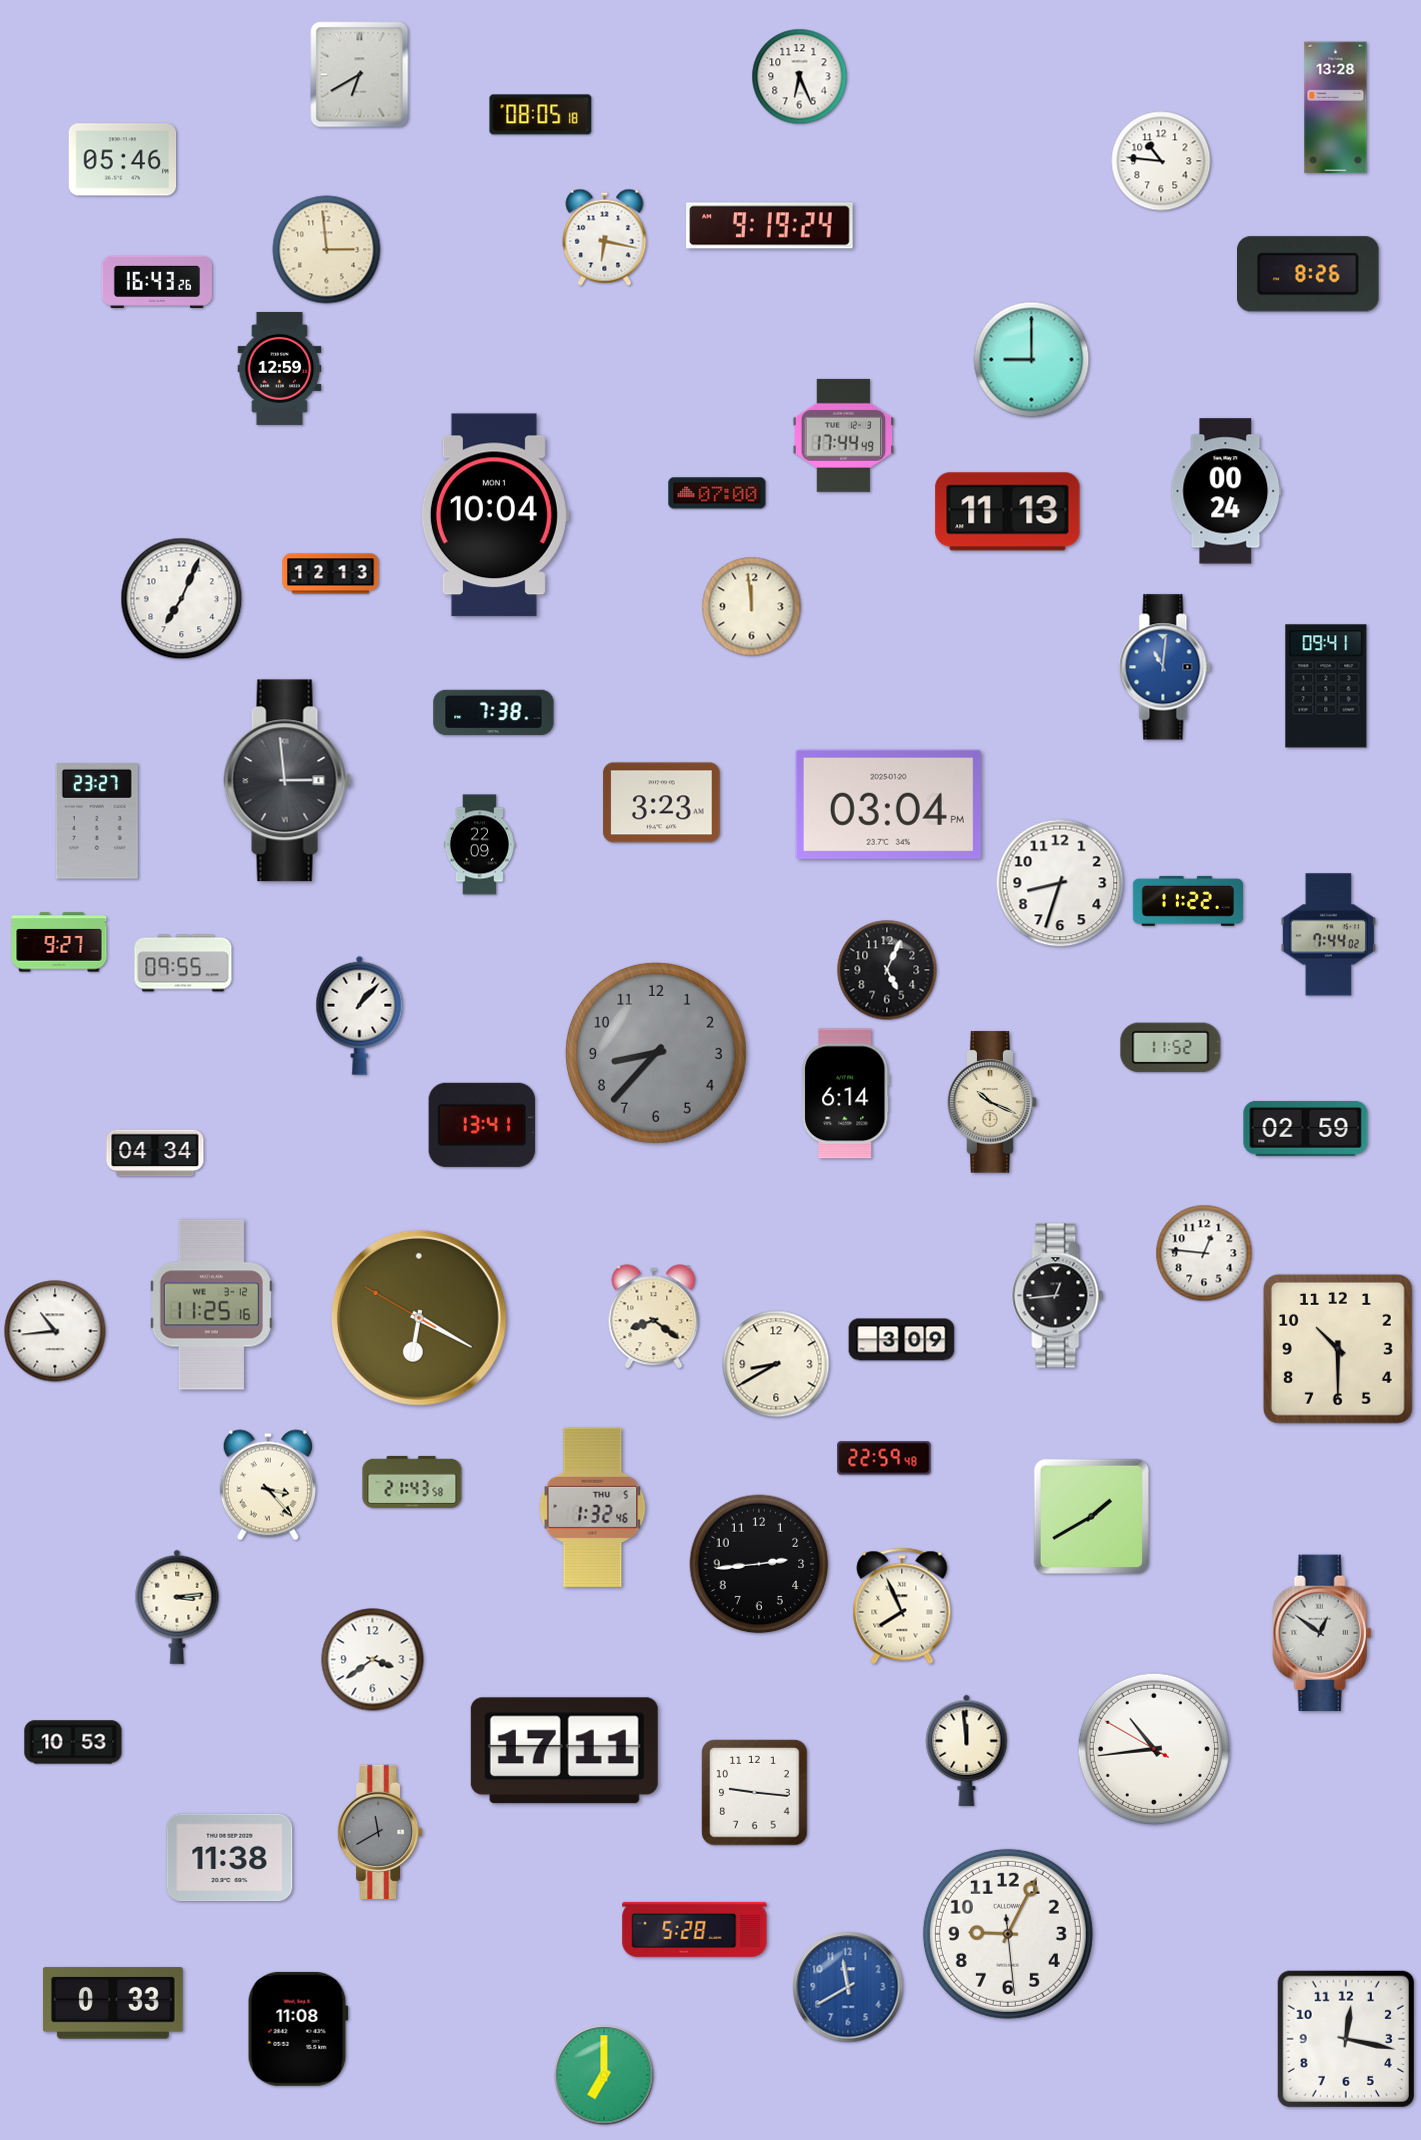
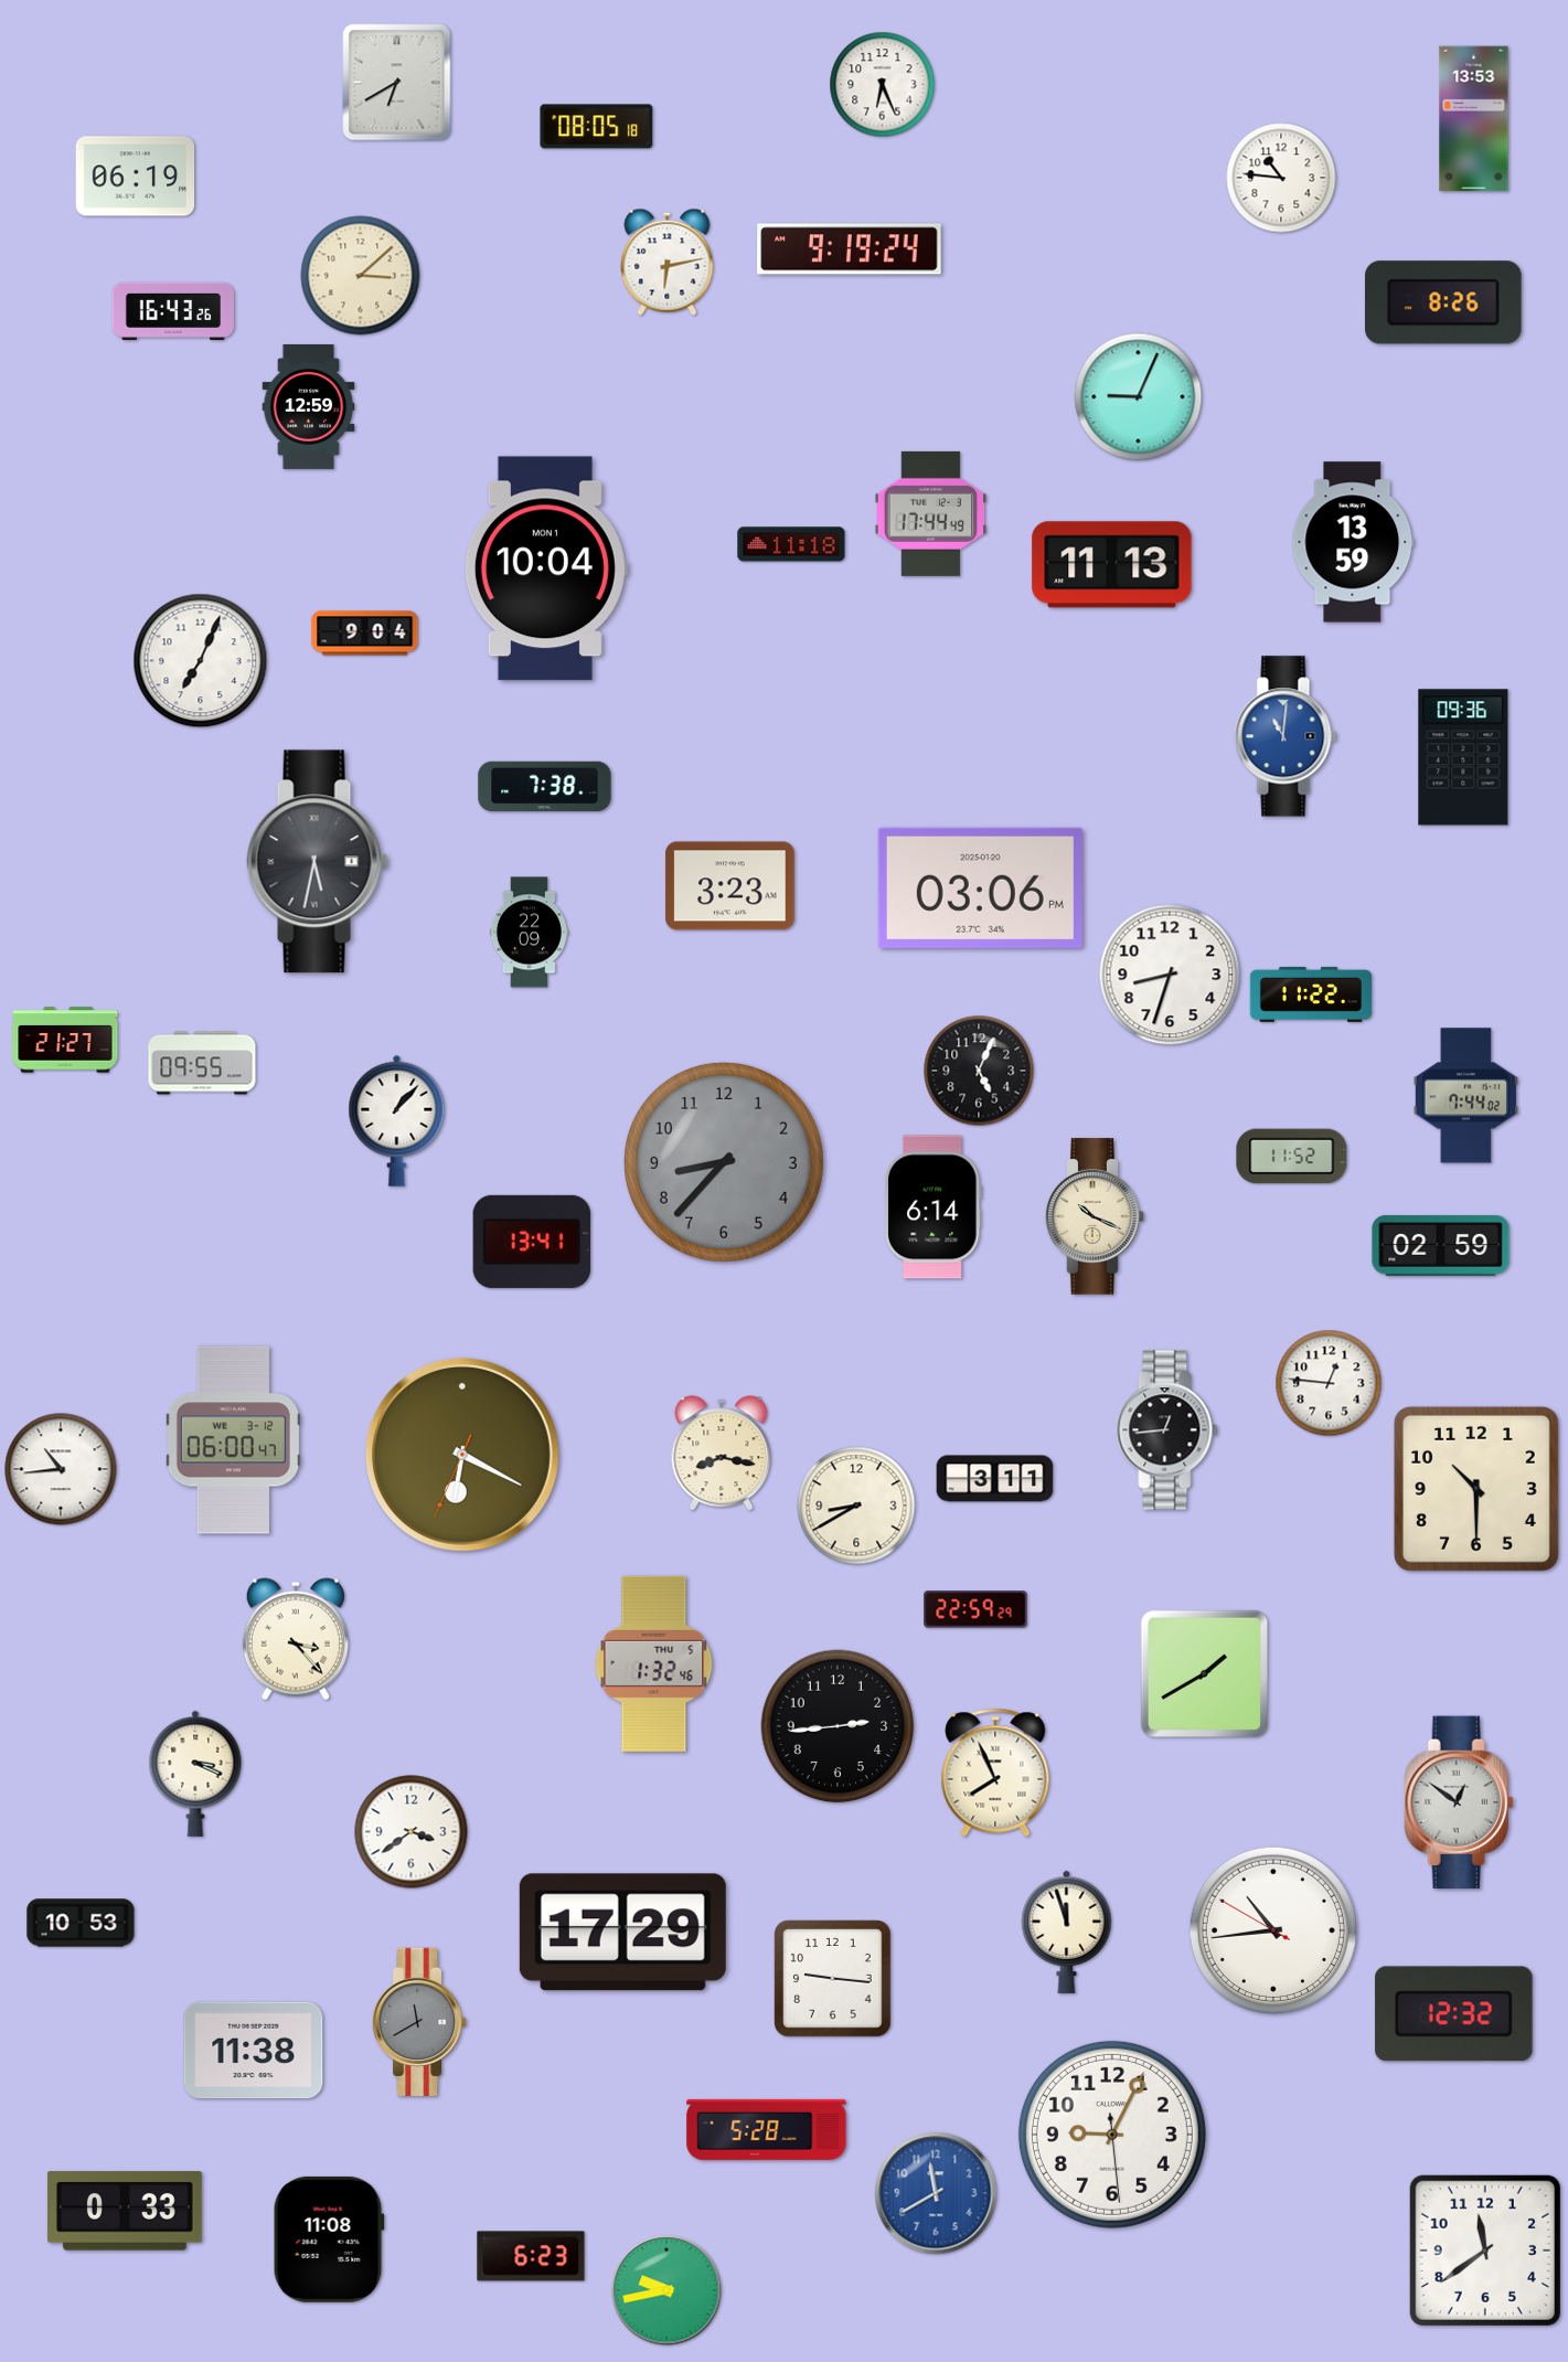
clock at (1336, 108): 13:28 -> 13:53
clock at (123, 160): 05:46 -> 06:19
clock at (605, 237): 6:17 -> 6:13
clock at (327, 250): 2:59 -> 3:08
clock at (1032, 360): 9:00 -> 9:04
clock at (844, 435) position: (844, 435) -> (931, 513)
clock at (1226, 491): 00:24 -> 13:59
clock at (717, 493): 07:00 -> 11:18
clock at (331, 574): 12:13 -> 9:04
clock at (752, 607): 11:59 -> none
clock at (1326, 686): 09:41 -> 09:36
clock at (288, 781): 2:59 -> 5:32
clock at (888, 804): 03:04 -> 03:06
clock at (97, 822): 23:27 -> none
clock at (1328, 935) position: (1328, 935) -> (1465, 1096)
clock at (59, 942): 9:27 -> 21:27
clock at (155, 1153): 04:34 -> none
clock at (211, 1305): 11:25 -> 06:00
clock at (654, 1317): 8:21 -> 8:17
clock at (419, 1318): 6:19:50 -> 6:19:34
clock at (902, 1340): 3:09 -> 3:11
clock at (884, 1458): 22:59:48 -> 22:59:29
clock at (412, 1482): 21:43 -> none
clock at (177, 1607): 3:14 -> 3:19
clock at (967, 1750): 11:59 -> 11:57
clock at (564, 1751): 17:11 -> 17:29
clock at (1454, 2014): none -> 12:32
clock at (1346, 2039): 12:17 -> 11:39
clock at (531, 2256): none -> 6:23
clock at (604, 2075): 7:00 -> 9:43
